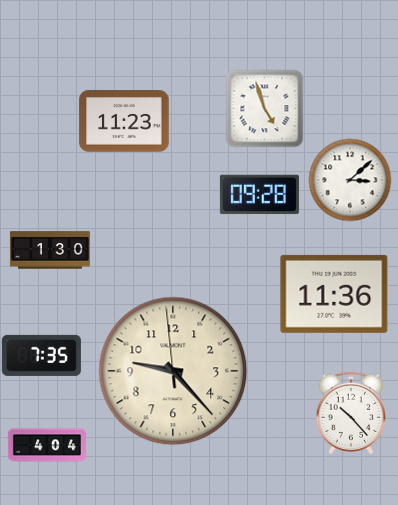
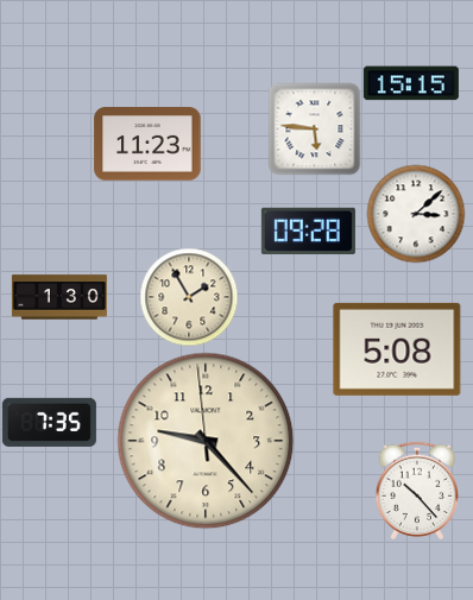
clock at (411, 83): none -> 15:15
clock at (264, 108): 4:57 -> 5:46
clock at (189, 297): none -> 1:55
clock at (334, 294): 11:36 -> 5:08
clock at (47, 445): 4:04 -> none
